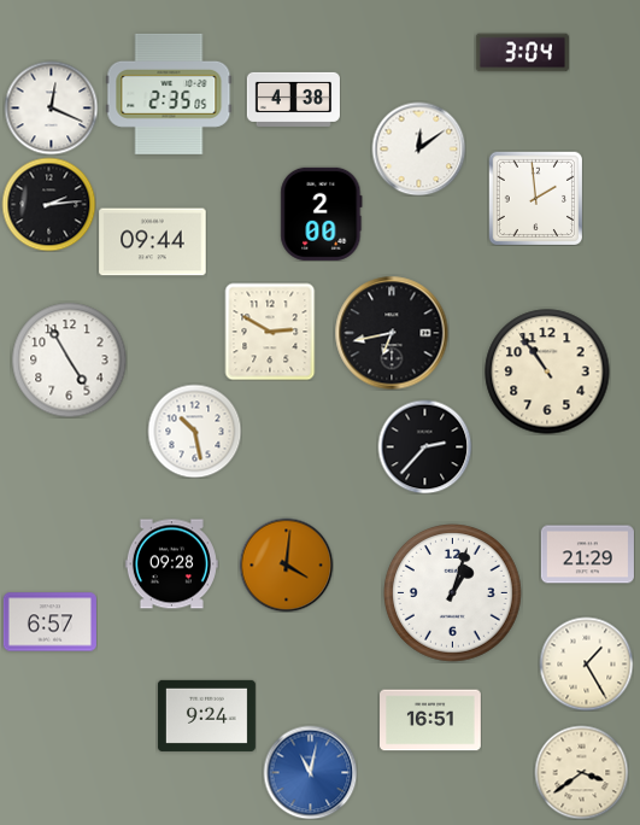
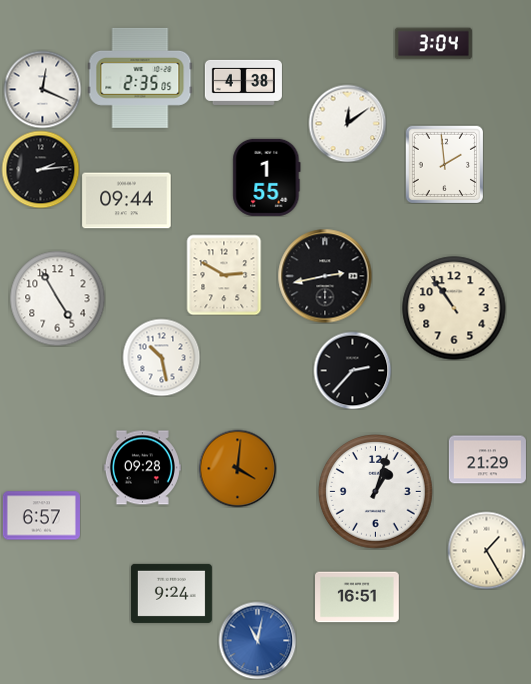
clock at (322, 213): 2:00 -> 1:55
clock at (392, 333): 6:43 -> 2:43
clock at (581, 772): 3:39 -> none
